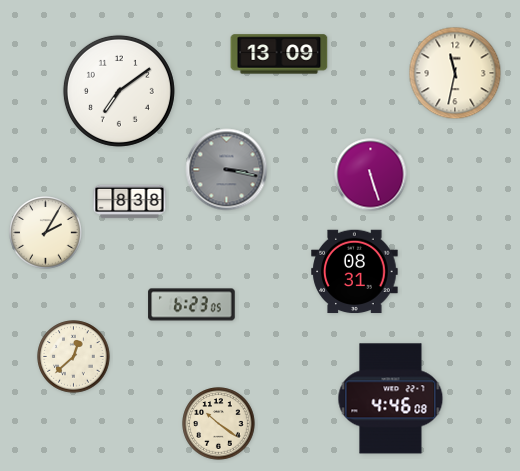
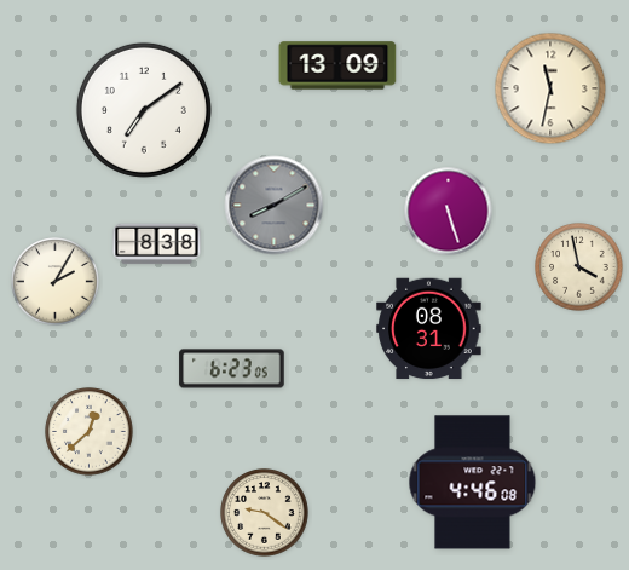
clock at (227, 170): 3:17 -> 8:10
clock at (579, 267): none -> 3:58
clock at (219, 424): 10:21 -> 9:21
